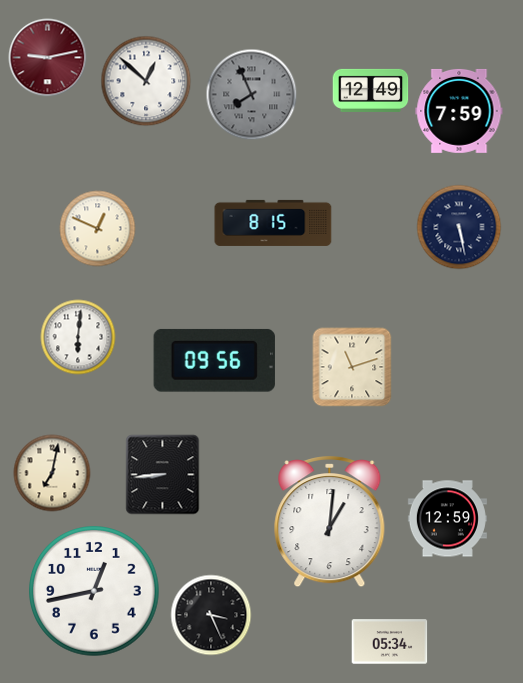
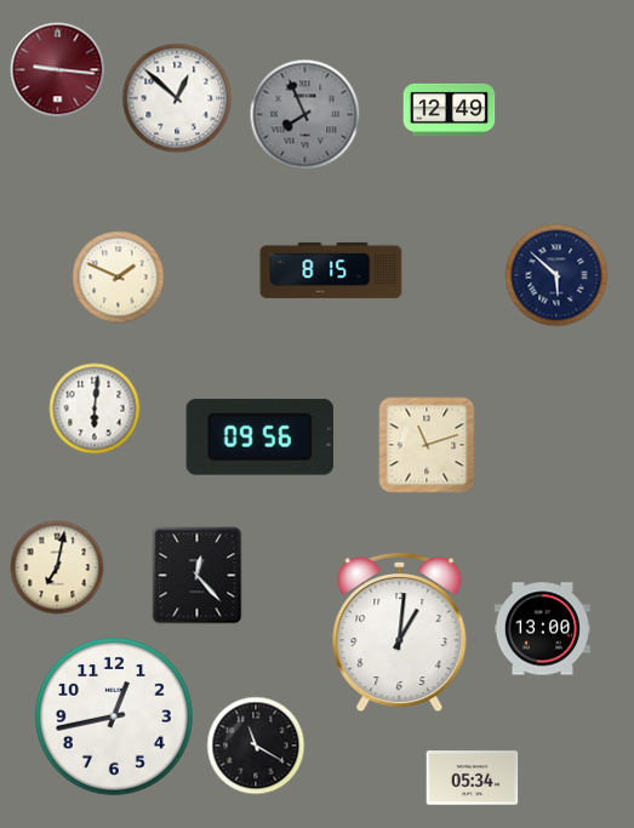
clock at (48, 58): 9:13 -> 9:16
clock at (459, 111): 7:59 -> none
clock at (459, 227): 5:28 -> 5:52
clock at (98, 229): 12:49 -> 1:49
clock at (52, 473) position: (52, 473) -> (57, 567)
clock at (163, 475): 8:44 -> 12:23
clock at (447, 519): 12:59 -> 13:00
clock at (211, 615): 3:26 -> 11:20
